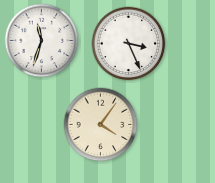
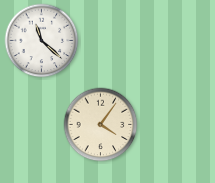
clock at (42, 41): 11:33 -> 11:22
clock at (129, 44): 3:26 -> none
